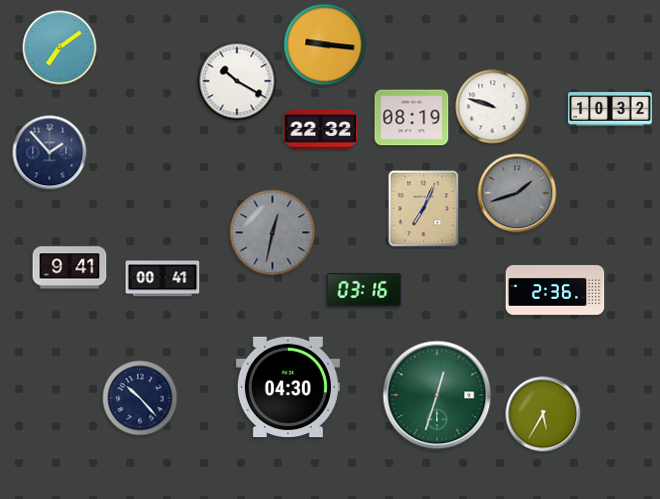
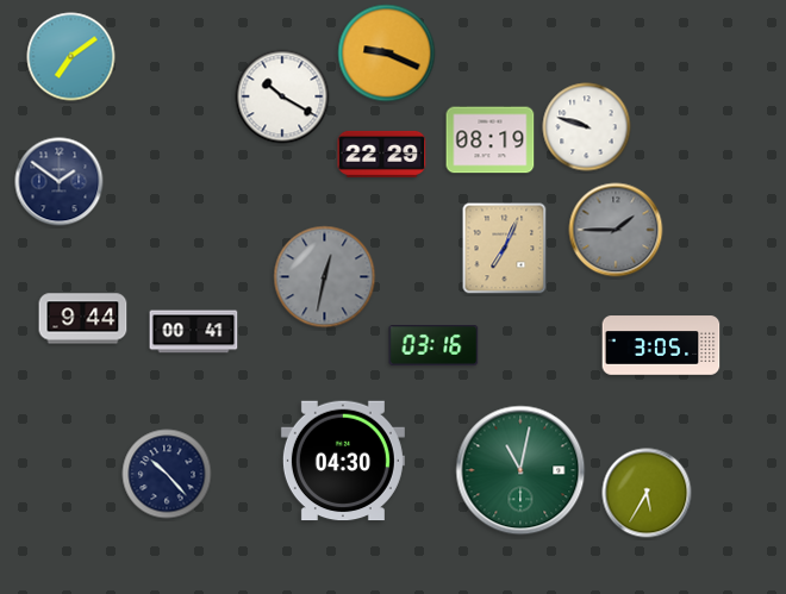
clock at (325, 45): 9:16 -> 9:19
clock at (610, 109): 10:32 -> none
clock at (321, 129): 22:32 -> 22:29
clock at (50, 153): 1:53 -> 1:51
clock at (517, 193): 1:42 -> 1:45
clock at (70, 268): 9:41 -> 9:44
clock at (555, 290): 2:36 -> 3:05
clock at (437, 395): 12:33 -> 11:02
